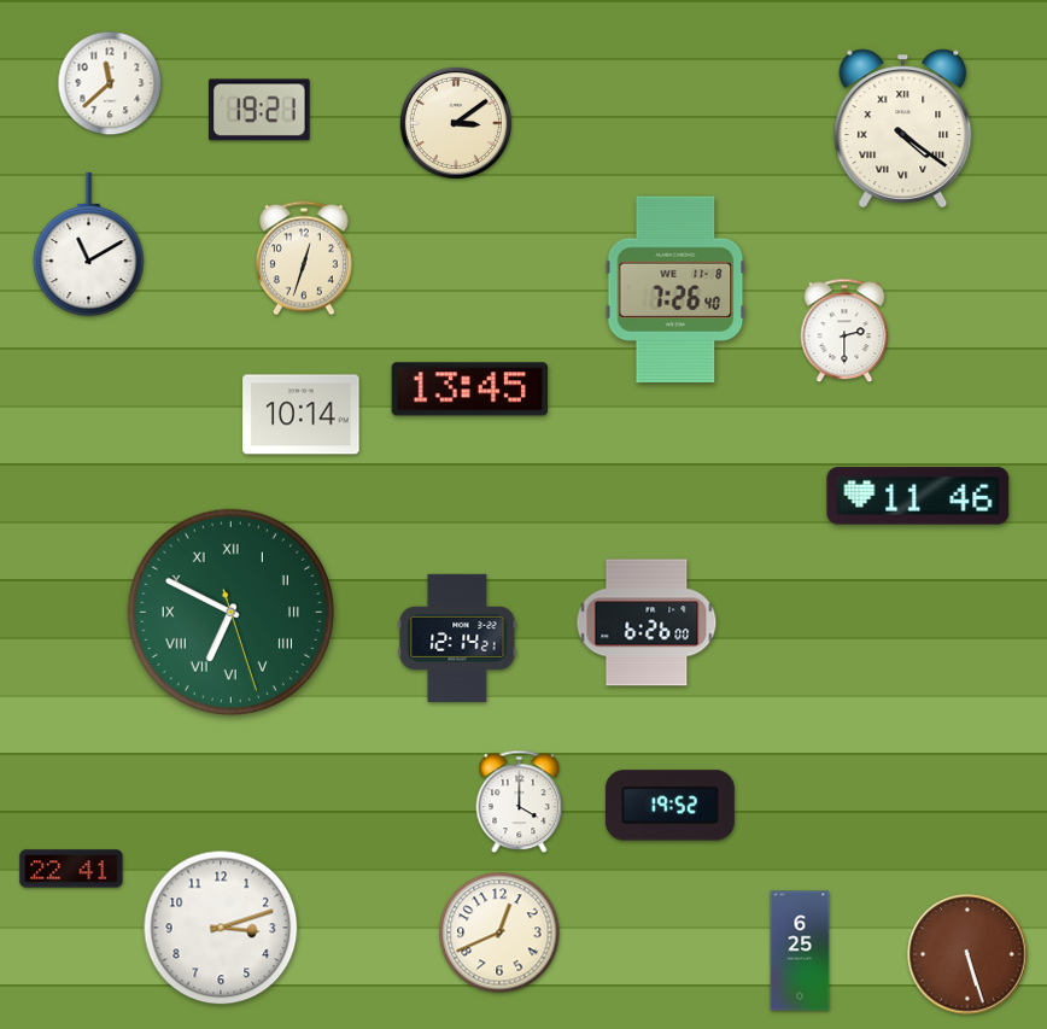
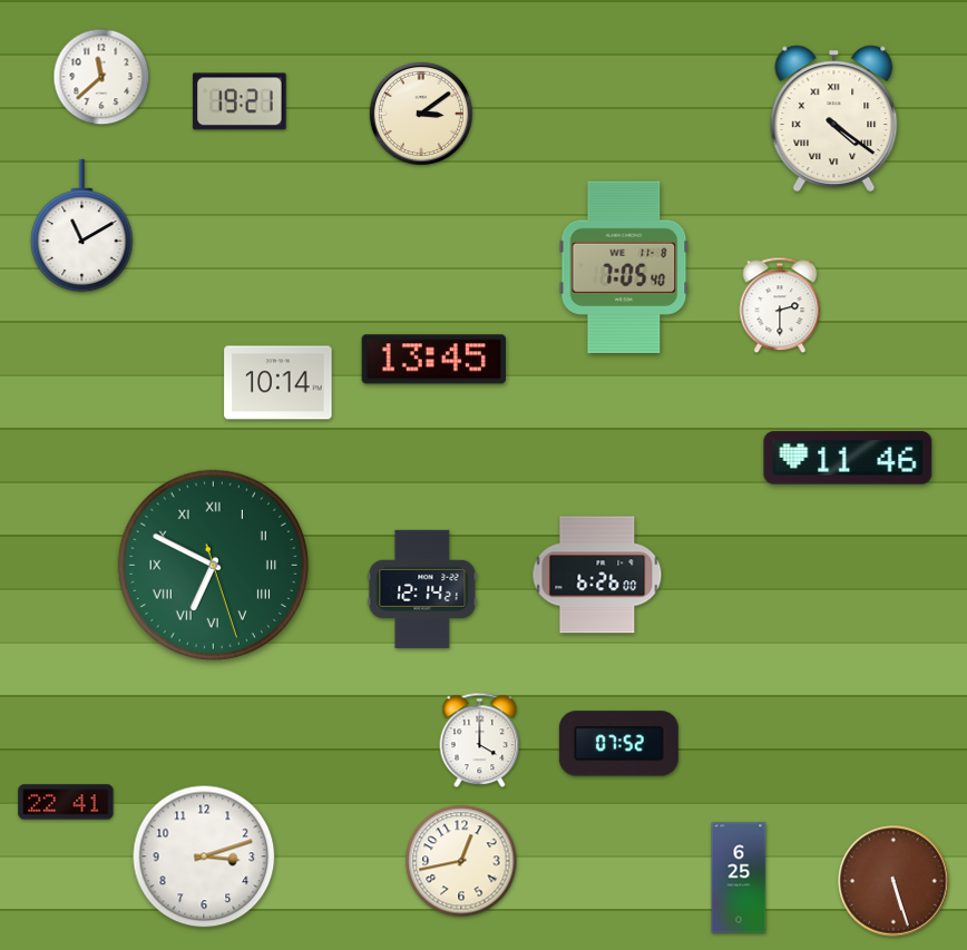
clock at (305, 258): 12:33 -> none
clock at (675, 288): 7:26 -> 7:05
clock at (669, 806): 19:52 -> 07:52
clock at (499, 932): 12:41 -> 12:43
